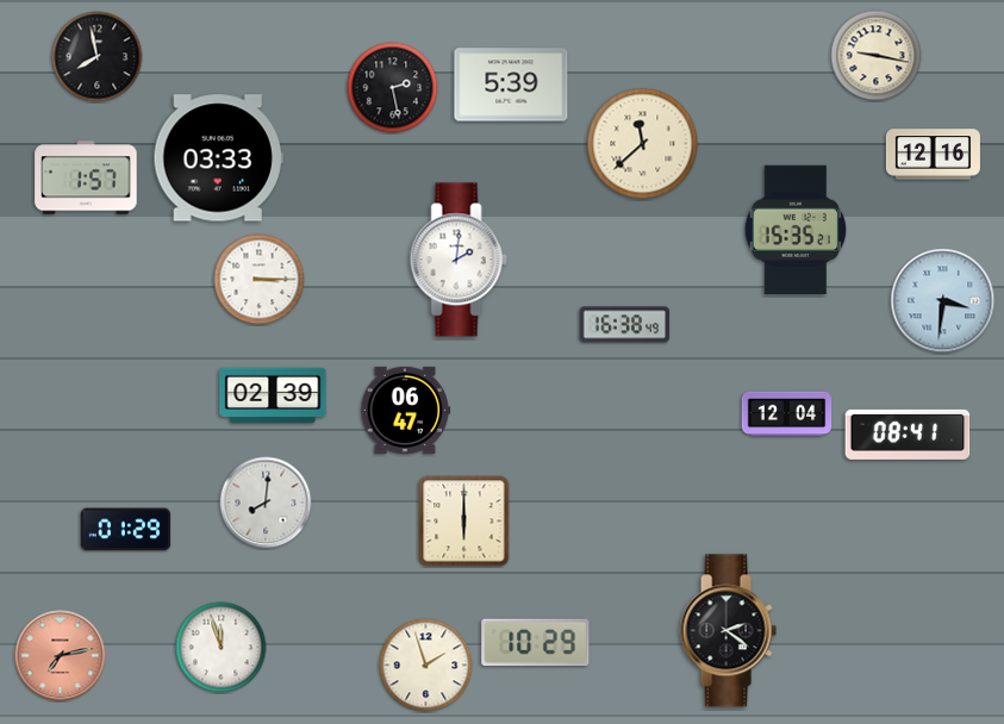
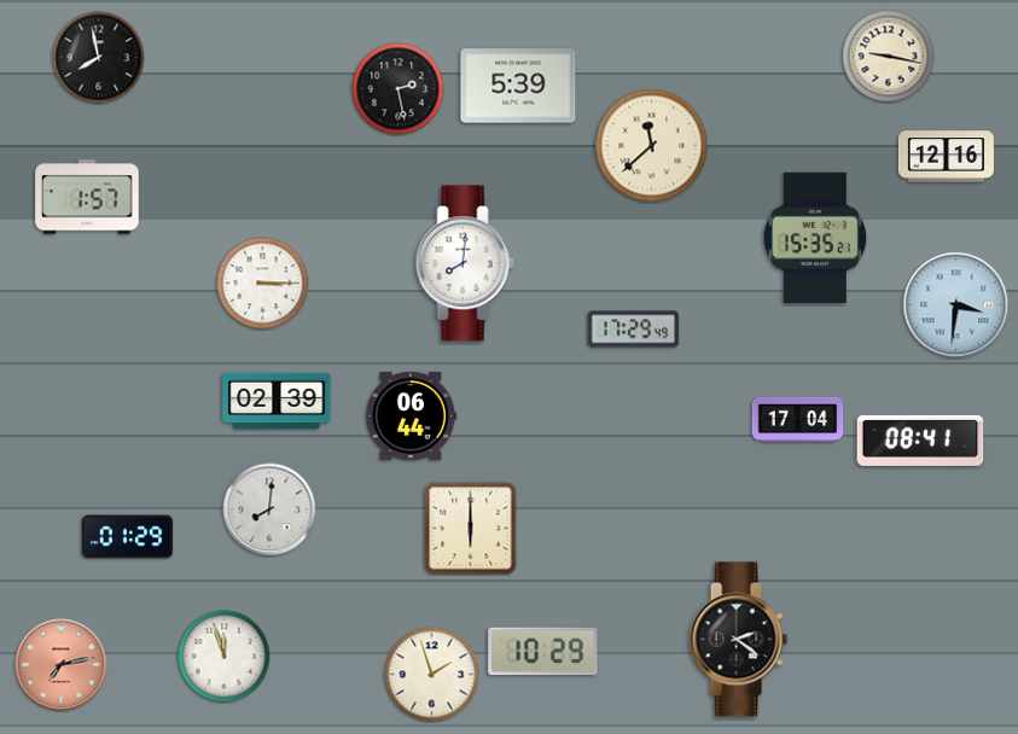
clock at (218, 158): 03:33 -> none
clock at (86, 177) position: (86, 177) -> (87, 197)
clock at (796, 229) position: (796, 229) -> (815, 237)
clock at (459, 260): 2:01 -> 8:01
clock at (625, 325): 16:38 -> 17:29
clock at (406, 410): 06:47 -> 06:44
clock at (787, 414): 12:04 -> 17:04
